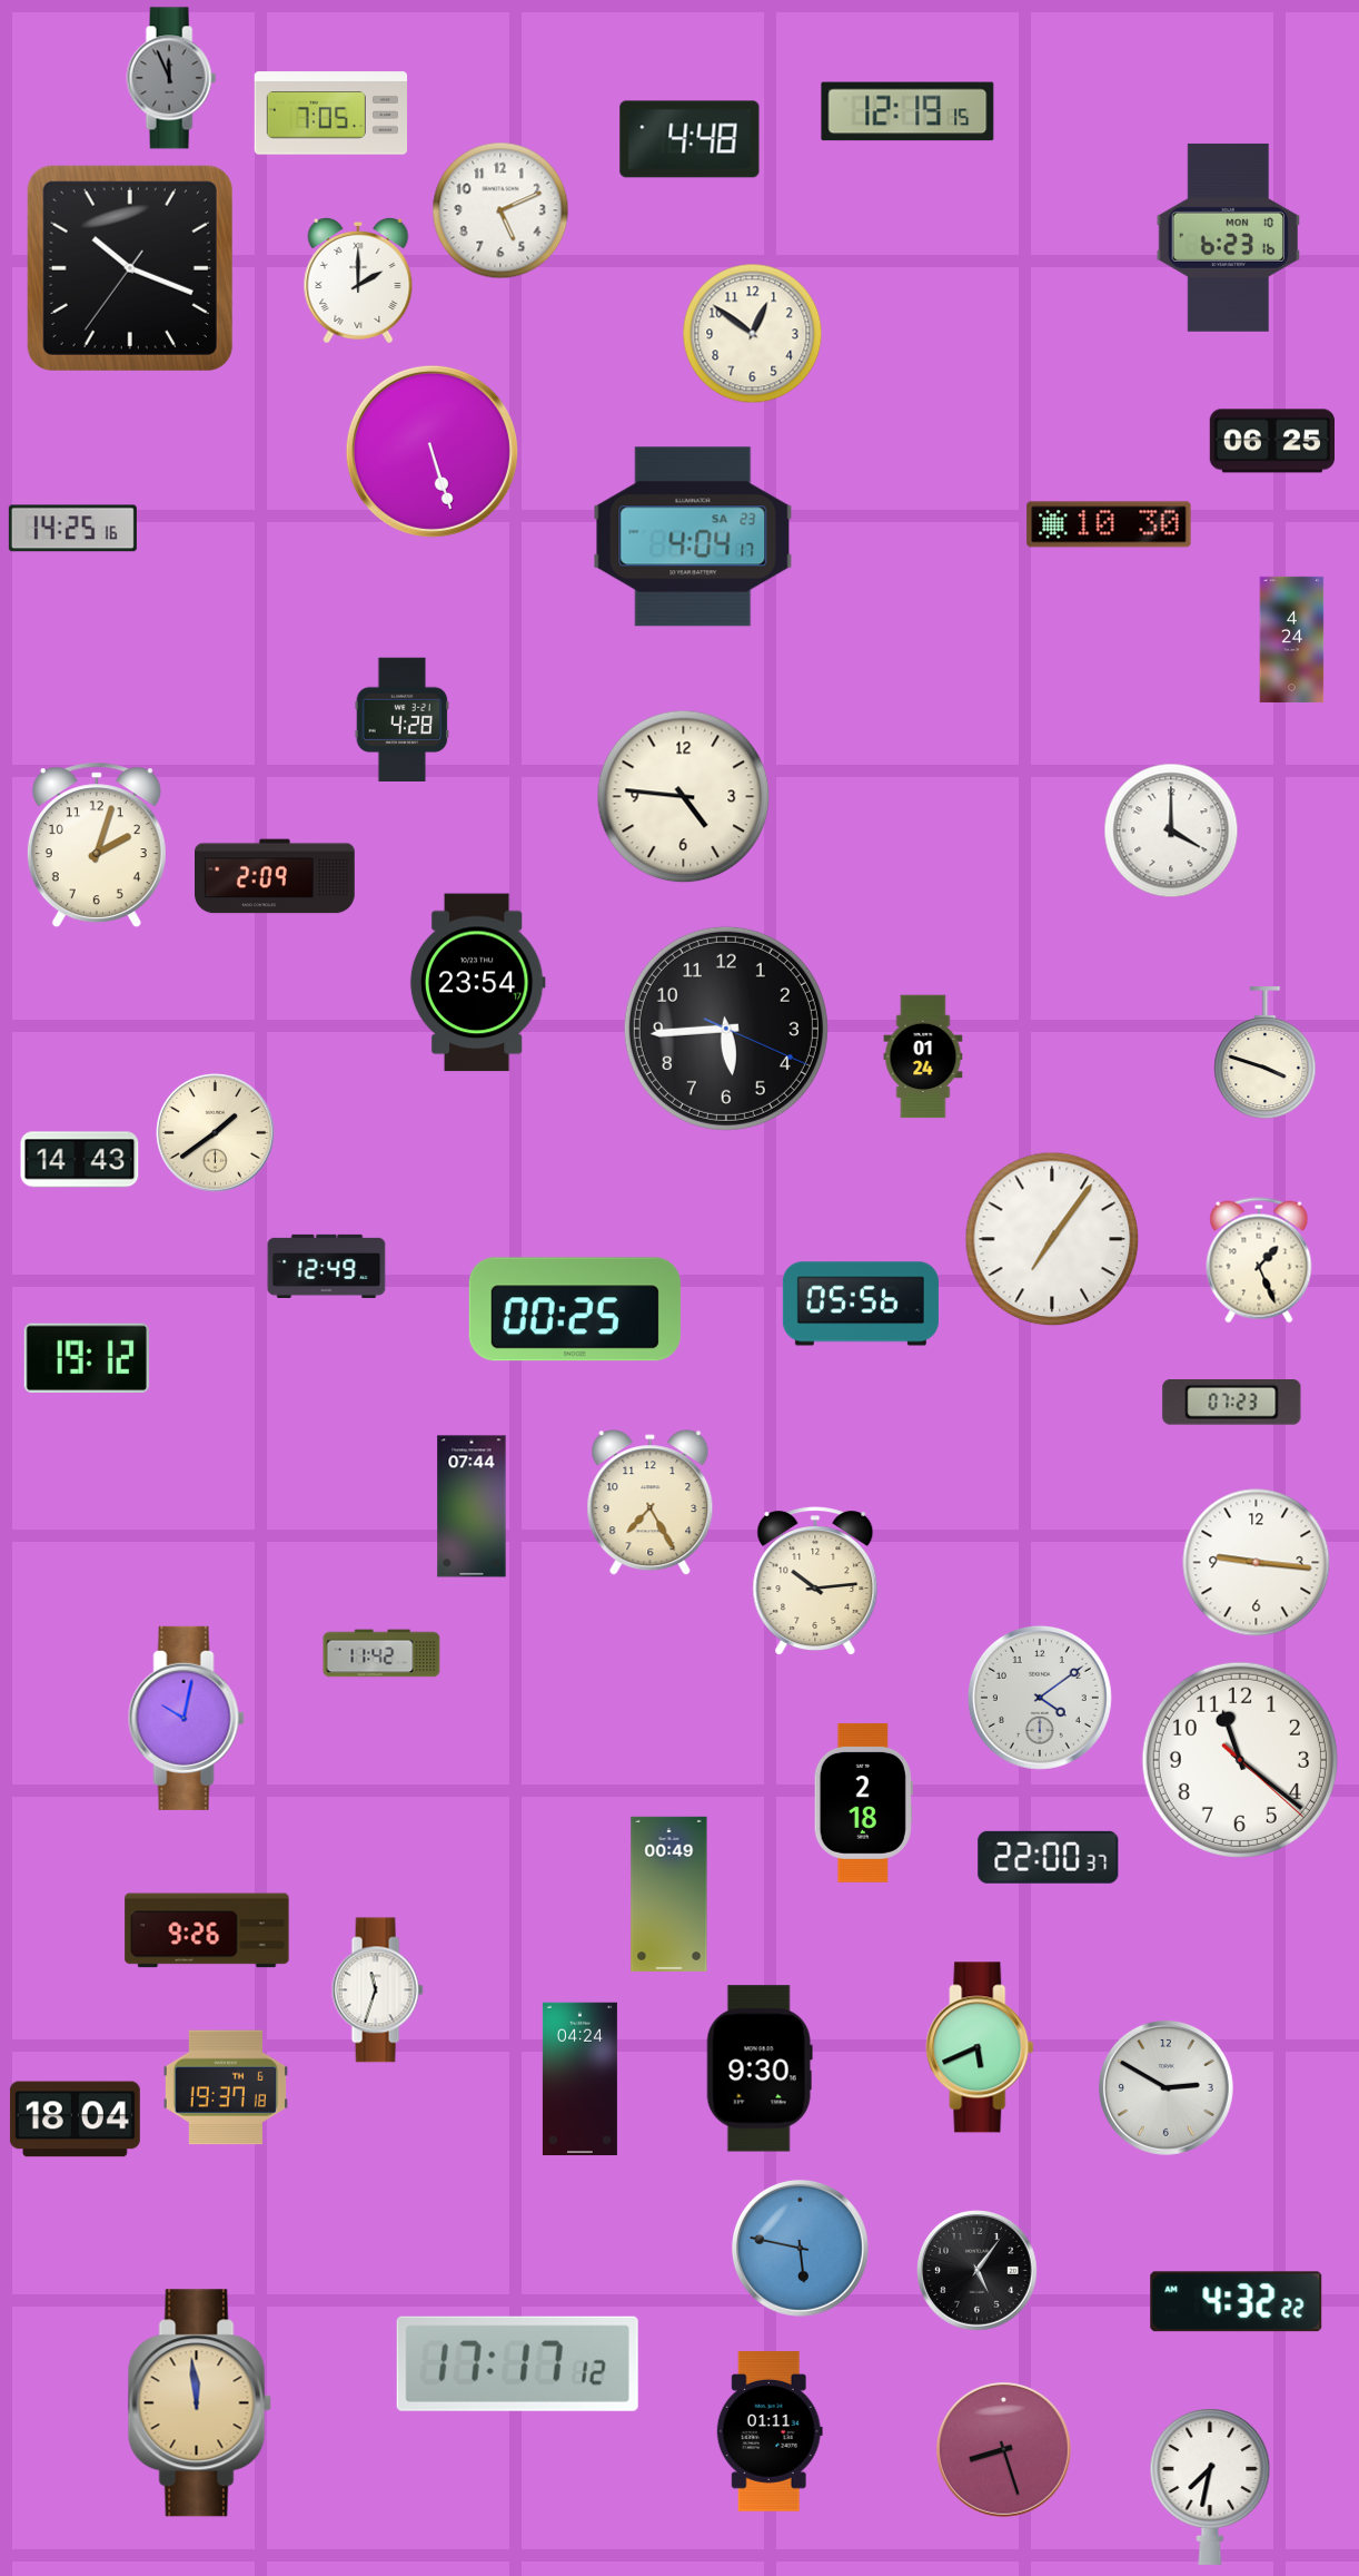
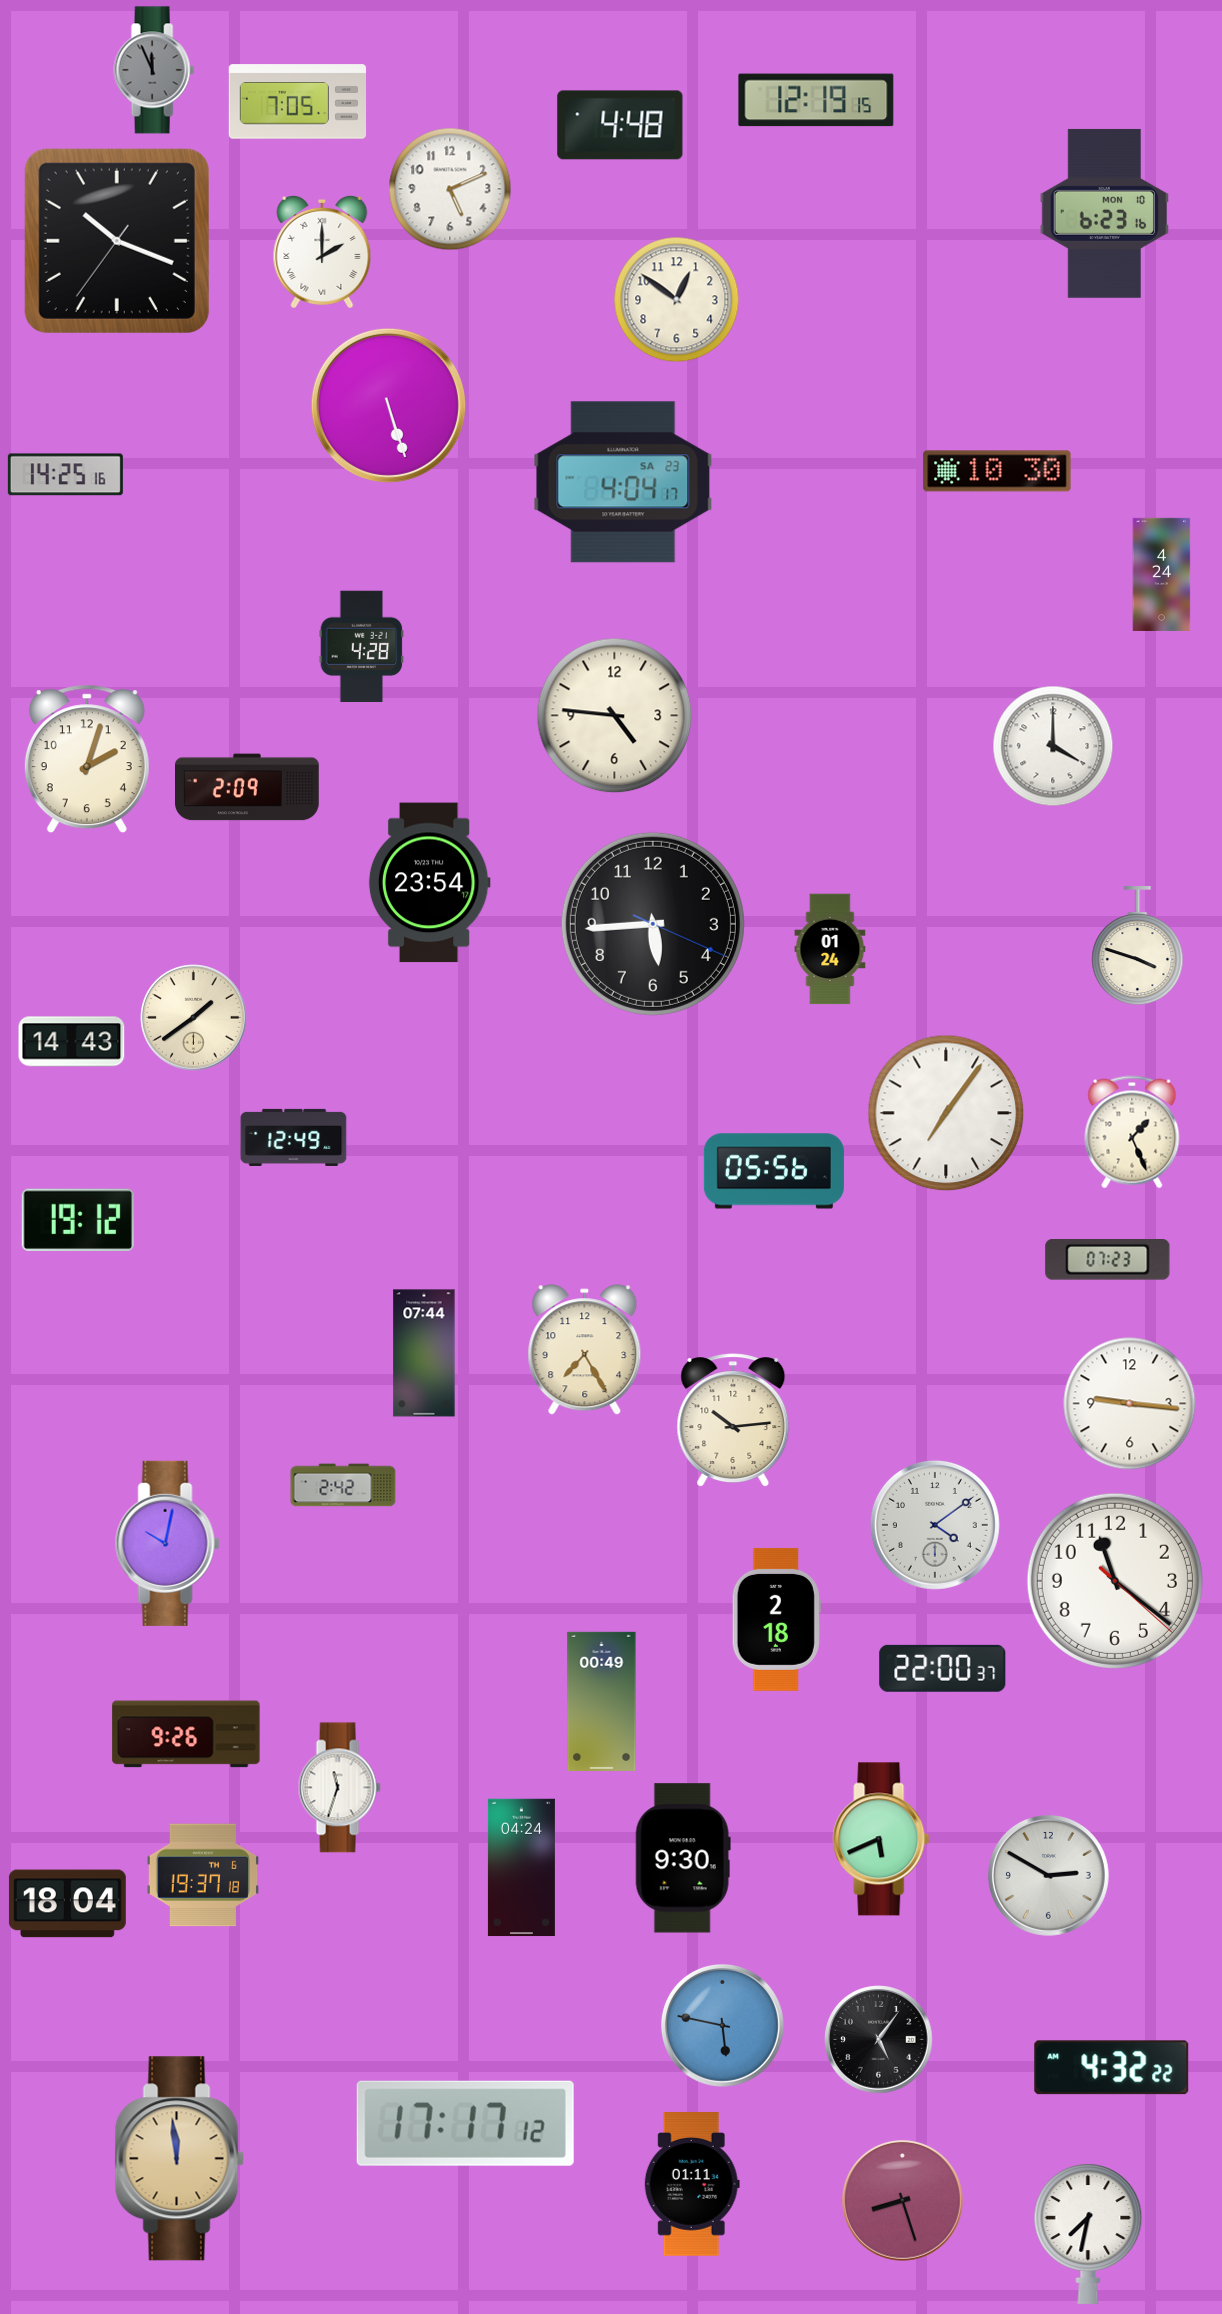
clock at (1271, 441): 06:25 -> none
clock at (575, 1309): 00:25 -> none
clock at (381, 1653): 11:42 -> 2:42
clock at (800, 2248) position: (800, 2248) -> (722, 2025)
